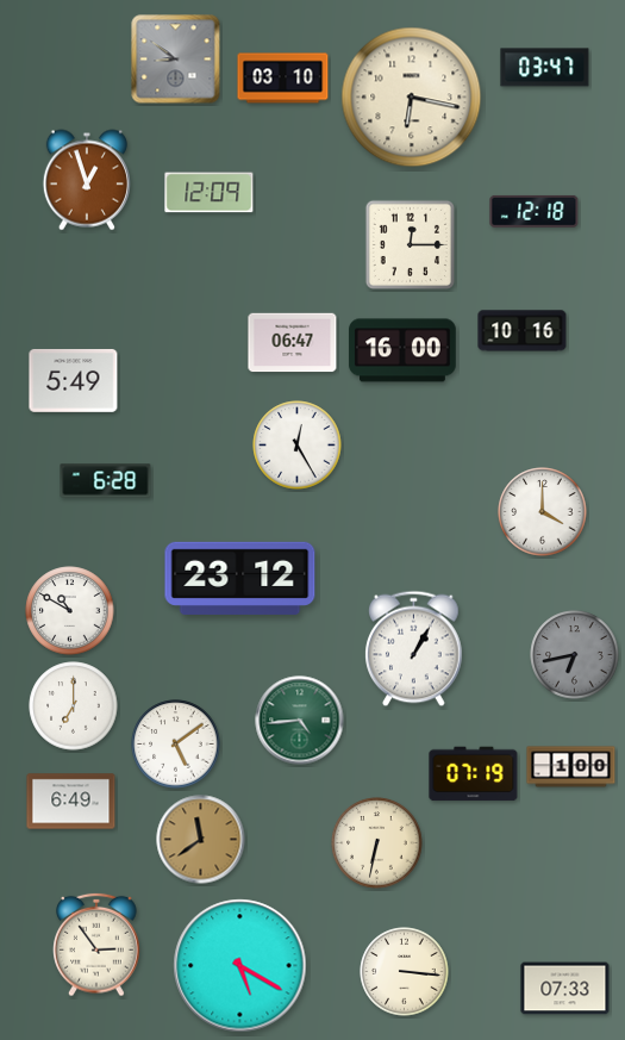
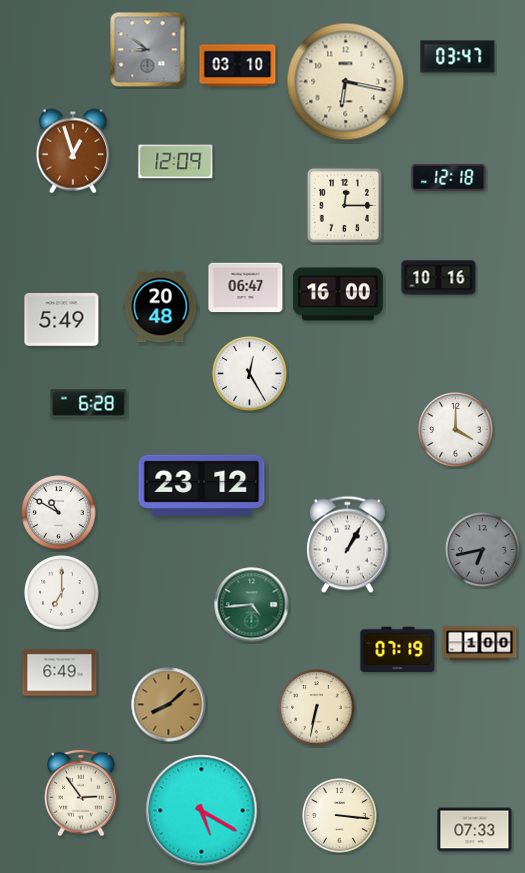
clock at (161, 307): none -> 20:48
clock at (176, 745): 5:09 -> none
clock at (201, 840): 11:39 -> 8:08
